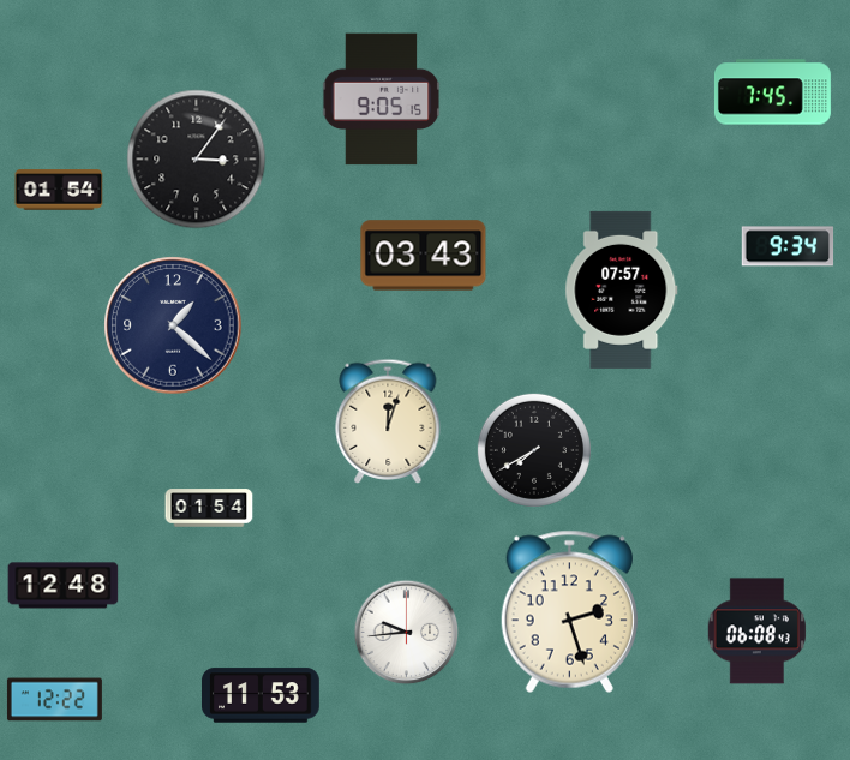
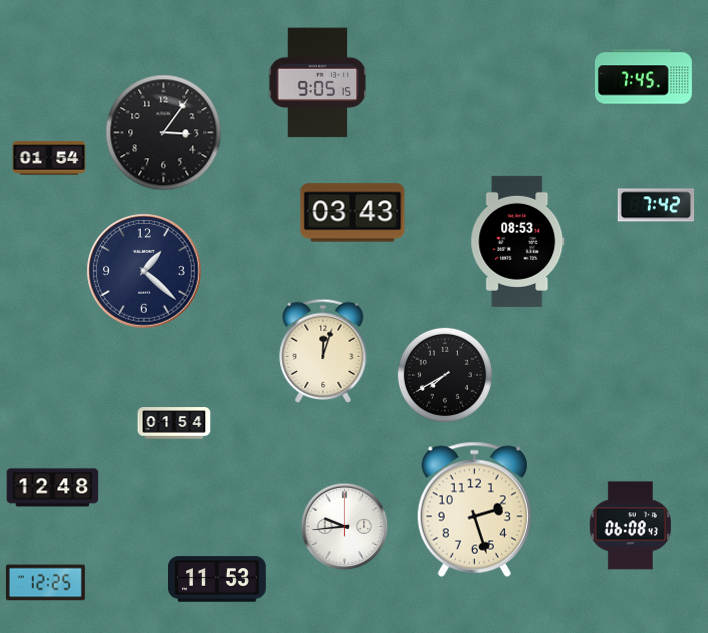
clock at (788, 246): 9:34 -> 7:42
clock at (622, 289): 07:57 -> 08:53
clock at (407, 633) position: (407, 633) -> (345, 527)
clock at (54, 700): 12:22 -> 12:25
